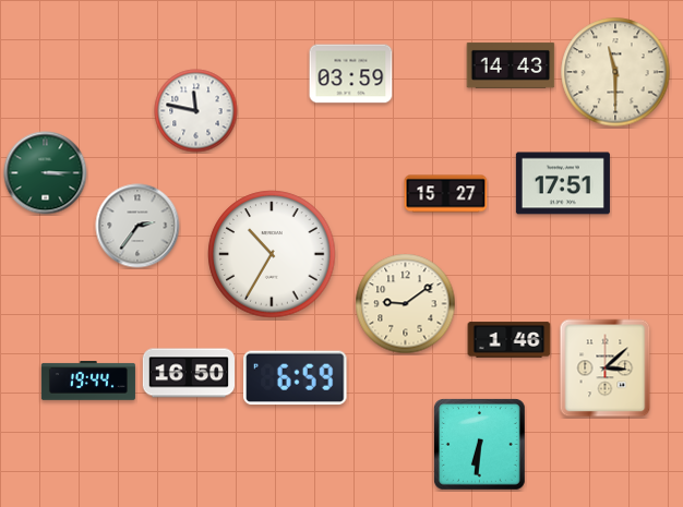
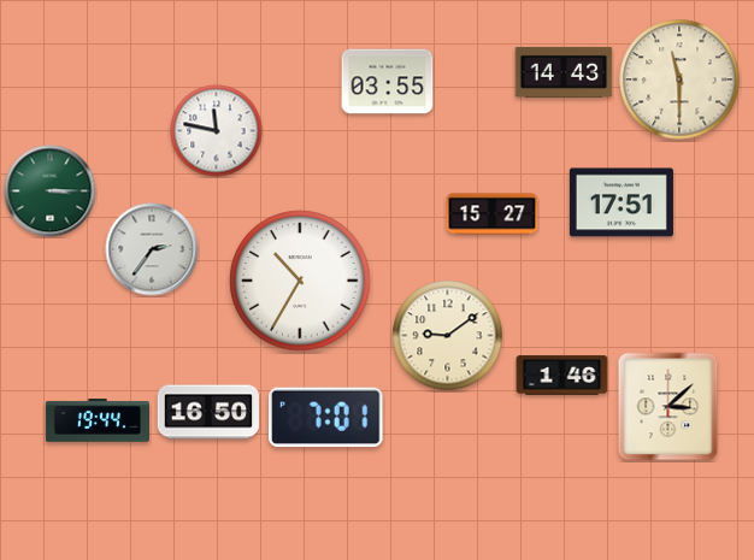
clock at (351, 74): 03:59 -> 03:55
clock at (196, 111) position: (196, 111) -> (217, 131)
clock at (296, 378): 6:59 -> 7:01
clock at (480, 445): 6:31 -> none
